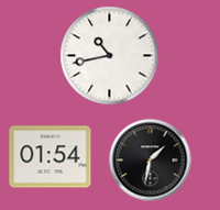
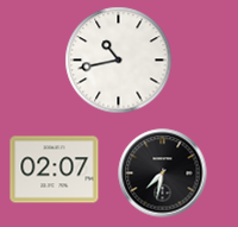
clock at (51, 157): 01:54 -> 02:07
clock at (151, 161): 1:32 -> 7:32
